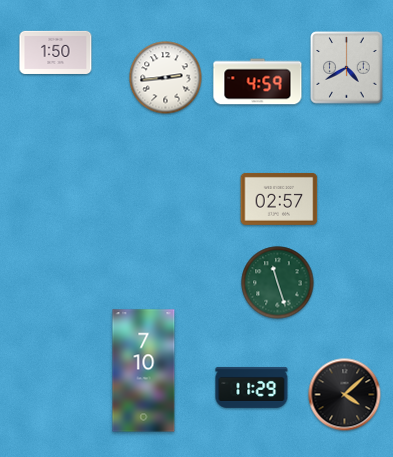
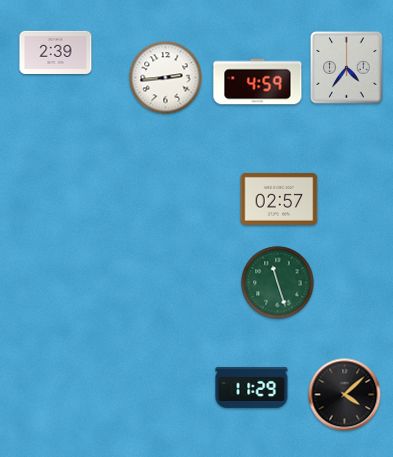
clock at (56, 52): 1:50 -> 2:39
clock at (347, 68): 4:40 -> 4:36
clock at (144, 371): 7:10 -> none
